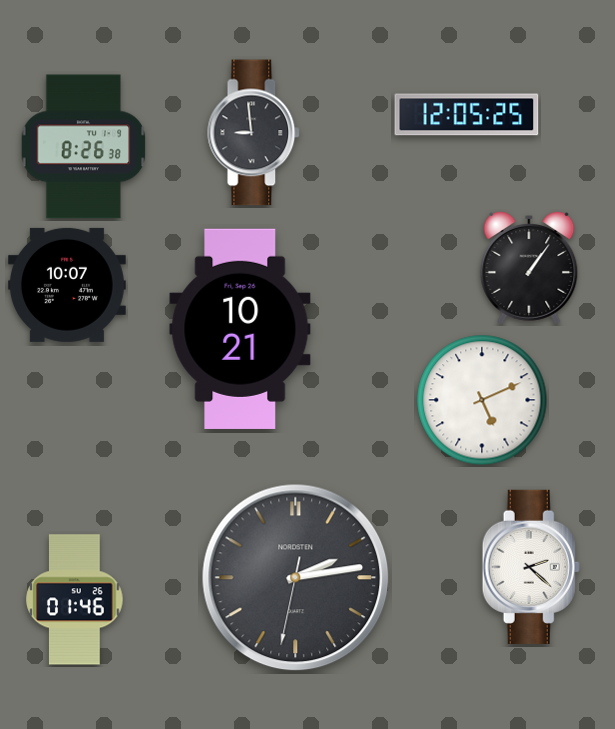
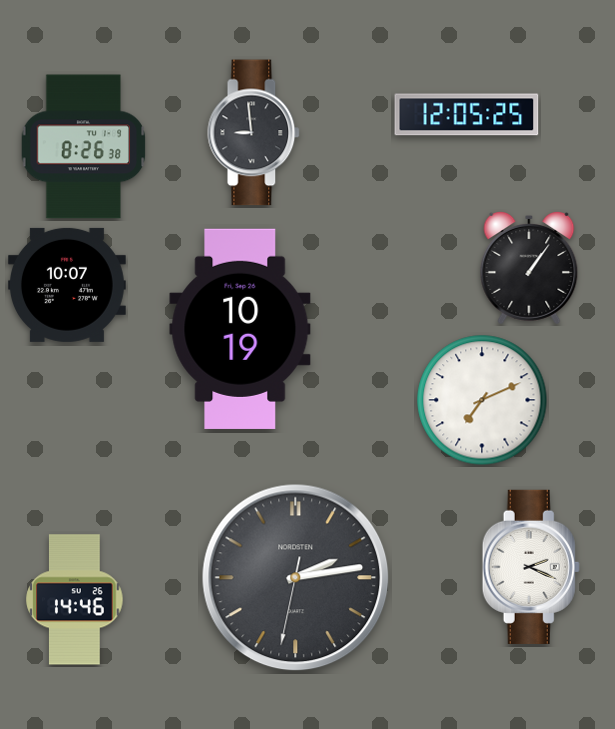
clock at (240, 329): 10:21 -> 10:19
clock at (482, 400): 5:11 -> 7:11
clock at (531, 567): 2:22 -> 2:19
clock at (75, 600): 01:46 -> 14:46
